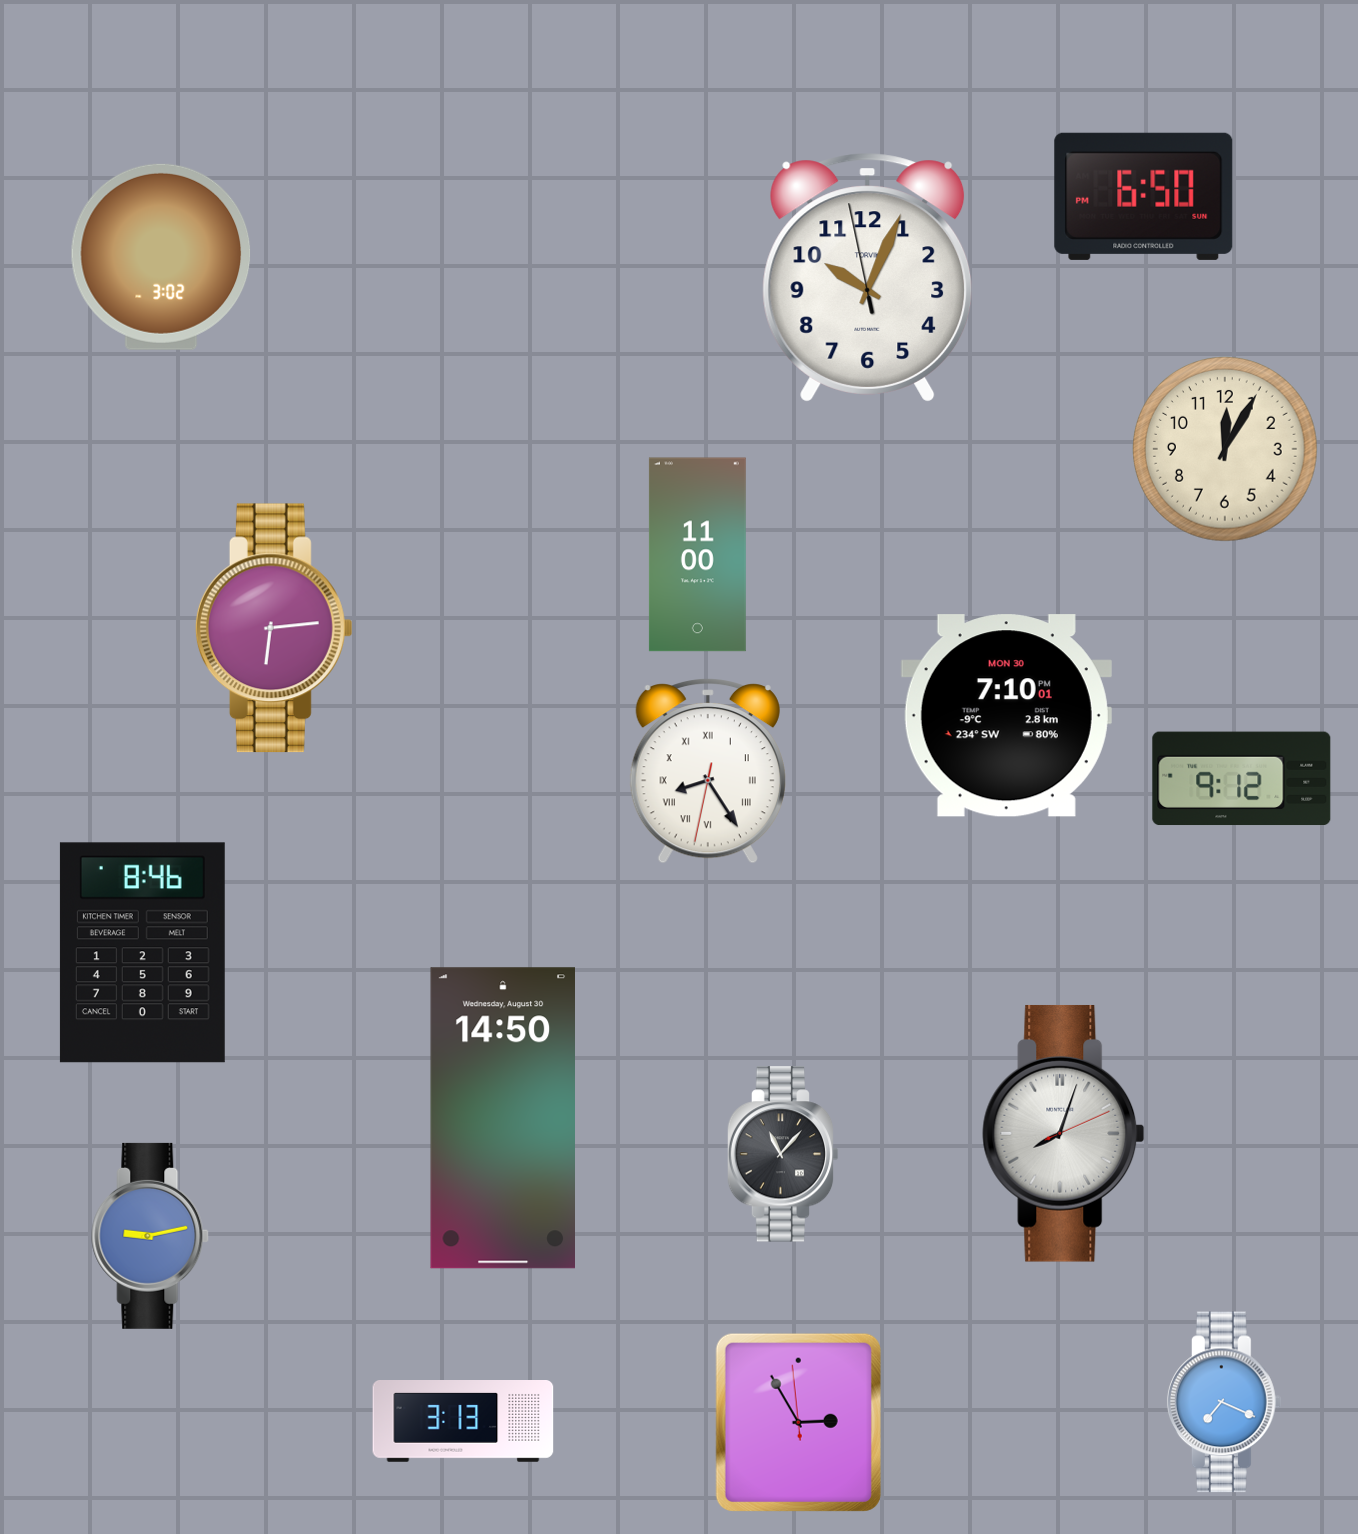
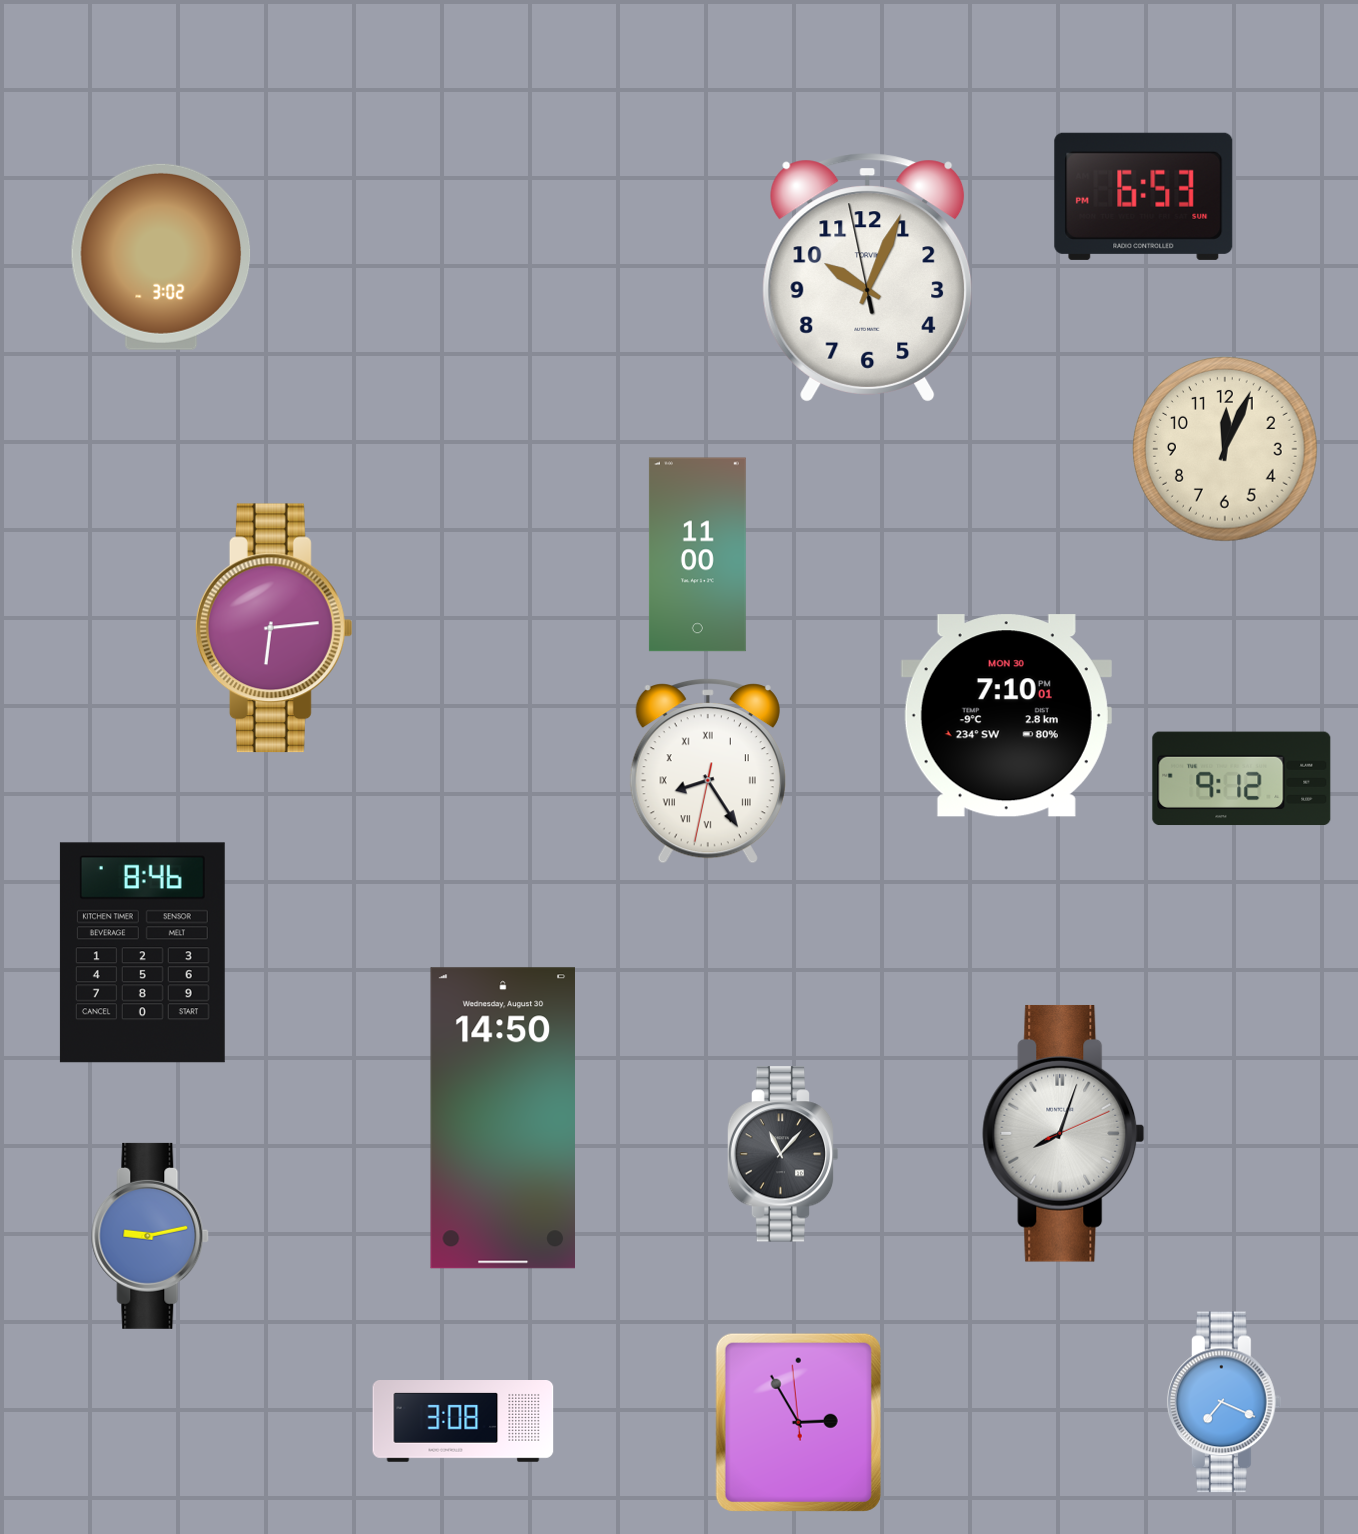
clock at (1144, 196): 6:50 -> 6:53
clock at (1226, 450): 12:05 -> 12:04
clock at (463, 1422): 3:13 -> 3:08
